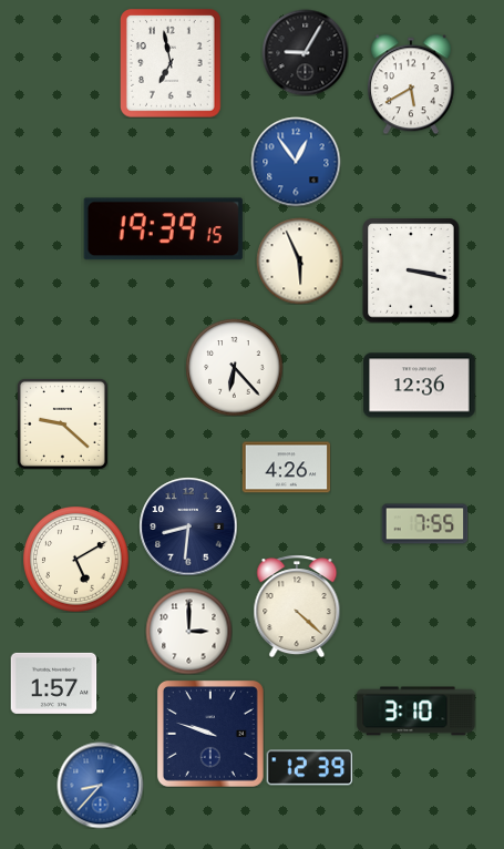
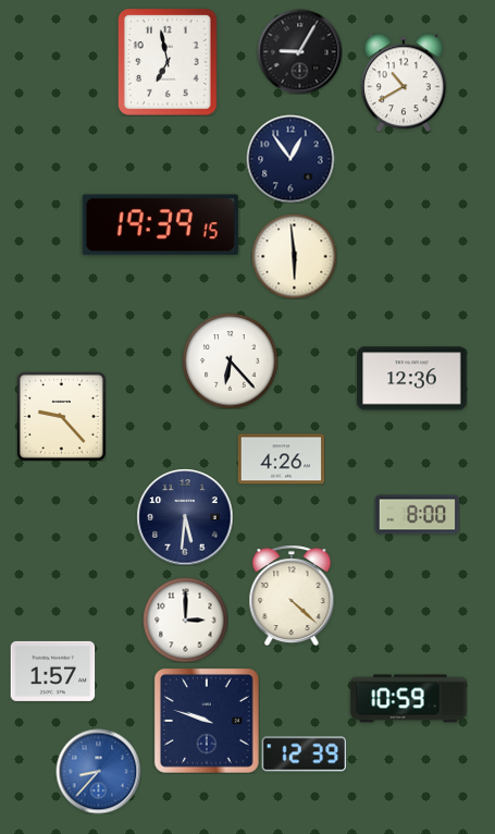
clock at (411, 84): 5:40 -> 10:40
clock at (296, 162) dial: blue -> navy
clock at (299, 260): 5:56 -> 5:59
clock at (411, 270): 3:17 -> none
clock at (62, 423): 9:22 -> 9:23
clock at (424, 524): 7:55 -> 8:00
clock at (188, 526): 8:31 -> 5:31
clock at (75, 559): 5:10 -> none
clock at (416, 712): 3:10 -> 10:59
